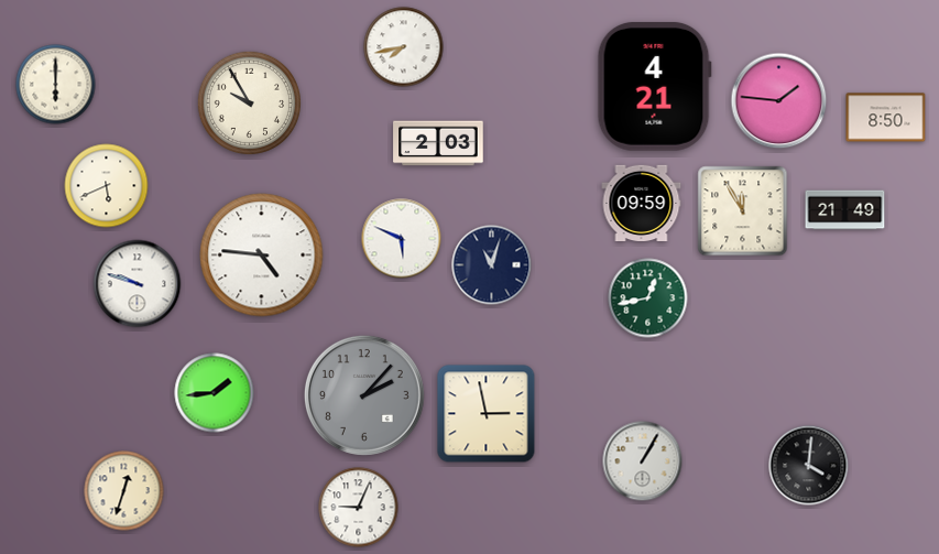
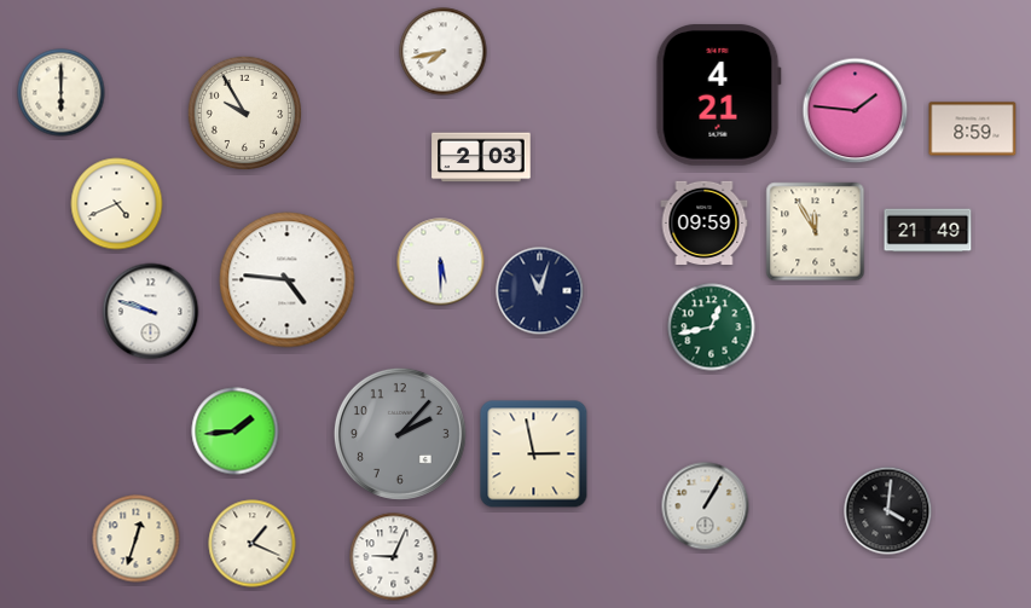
clock at (249, 102) position: (249, 102) -> (244, 112)
clock at (886, 118): 8:50 -> 8:59
clock at (107, 186): 5:41 -> 4:41
clock at (402, 239): 5:49 -> 5:30
clock at (253, 544): none -> 1:19
